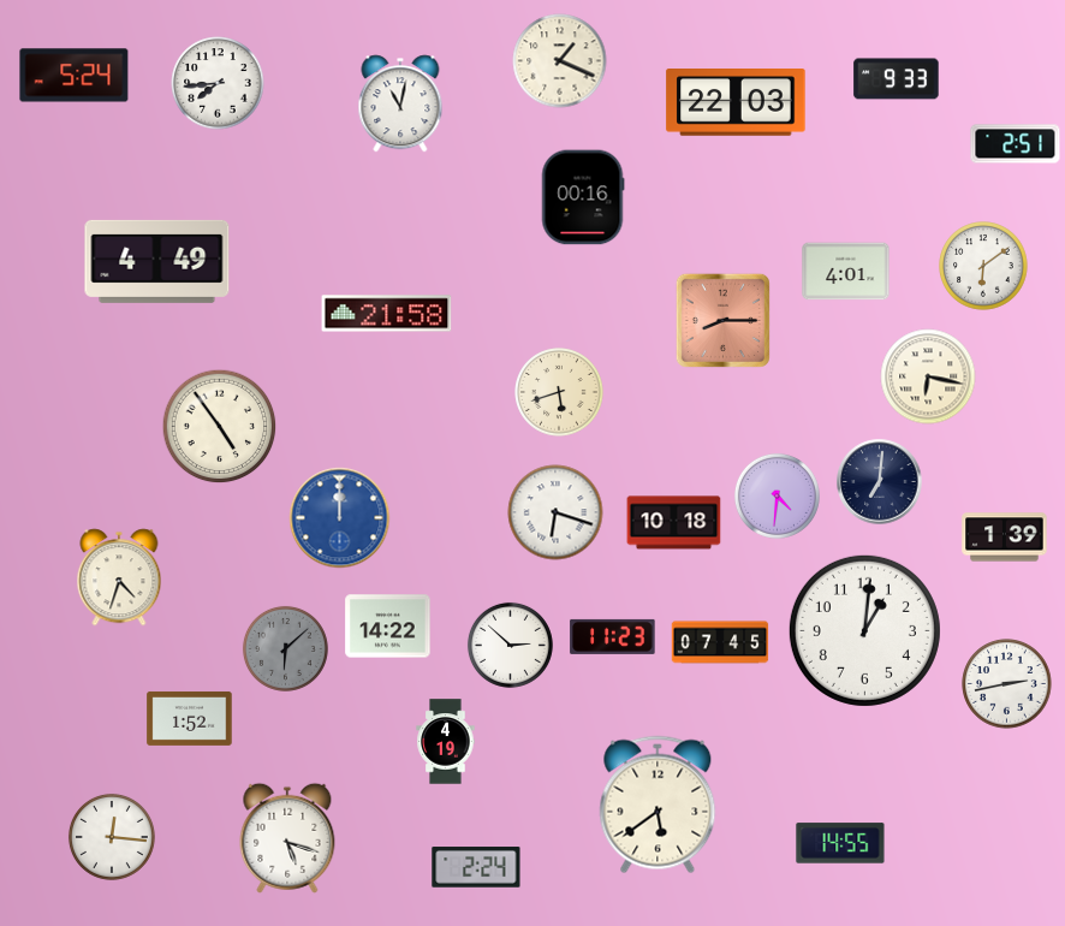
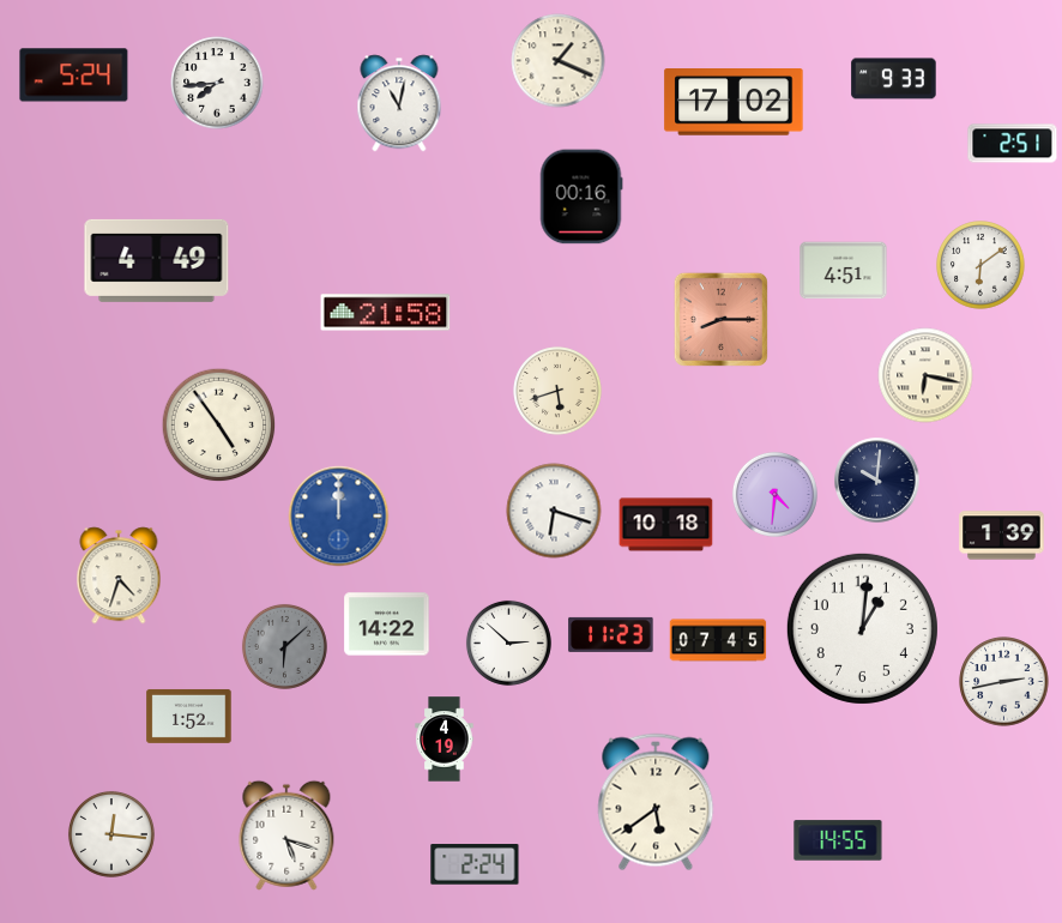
clock at (736, 103): 22:03 -> 17:02
clock at (846, 272): 4:01 -> 4:51
clock at (880, 482): 7:01 -> 10:01
clock at (674, 523) position: (674, 523) -> (666, 525)
